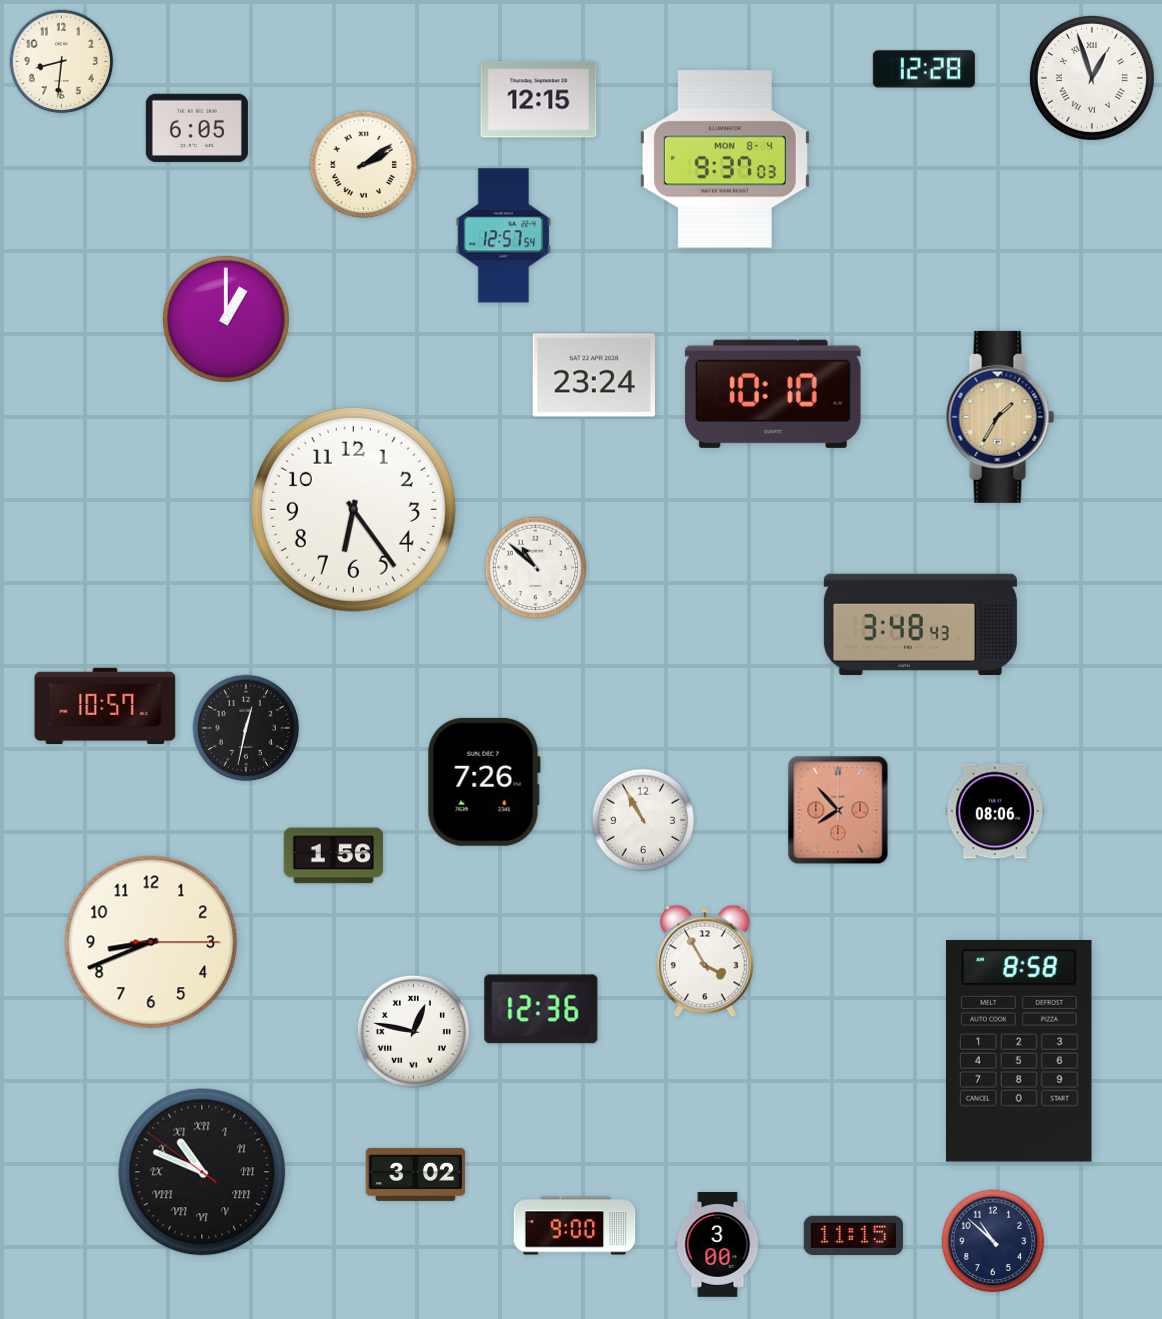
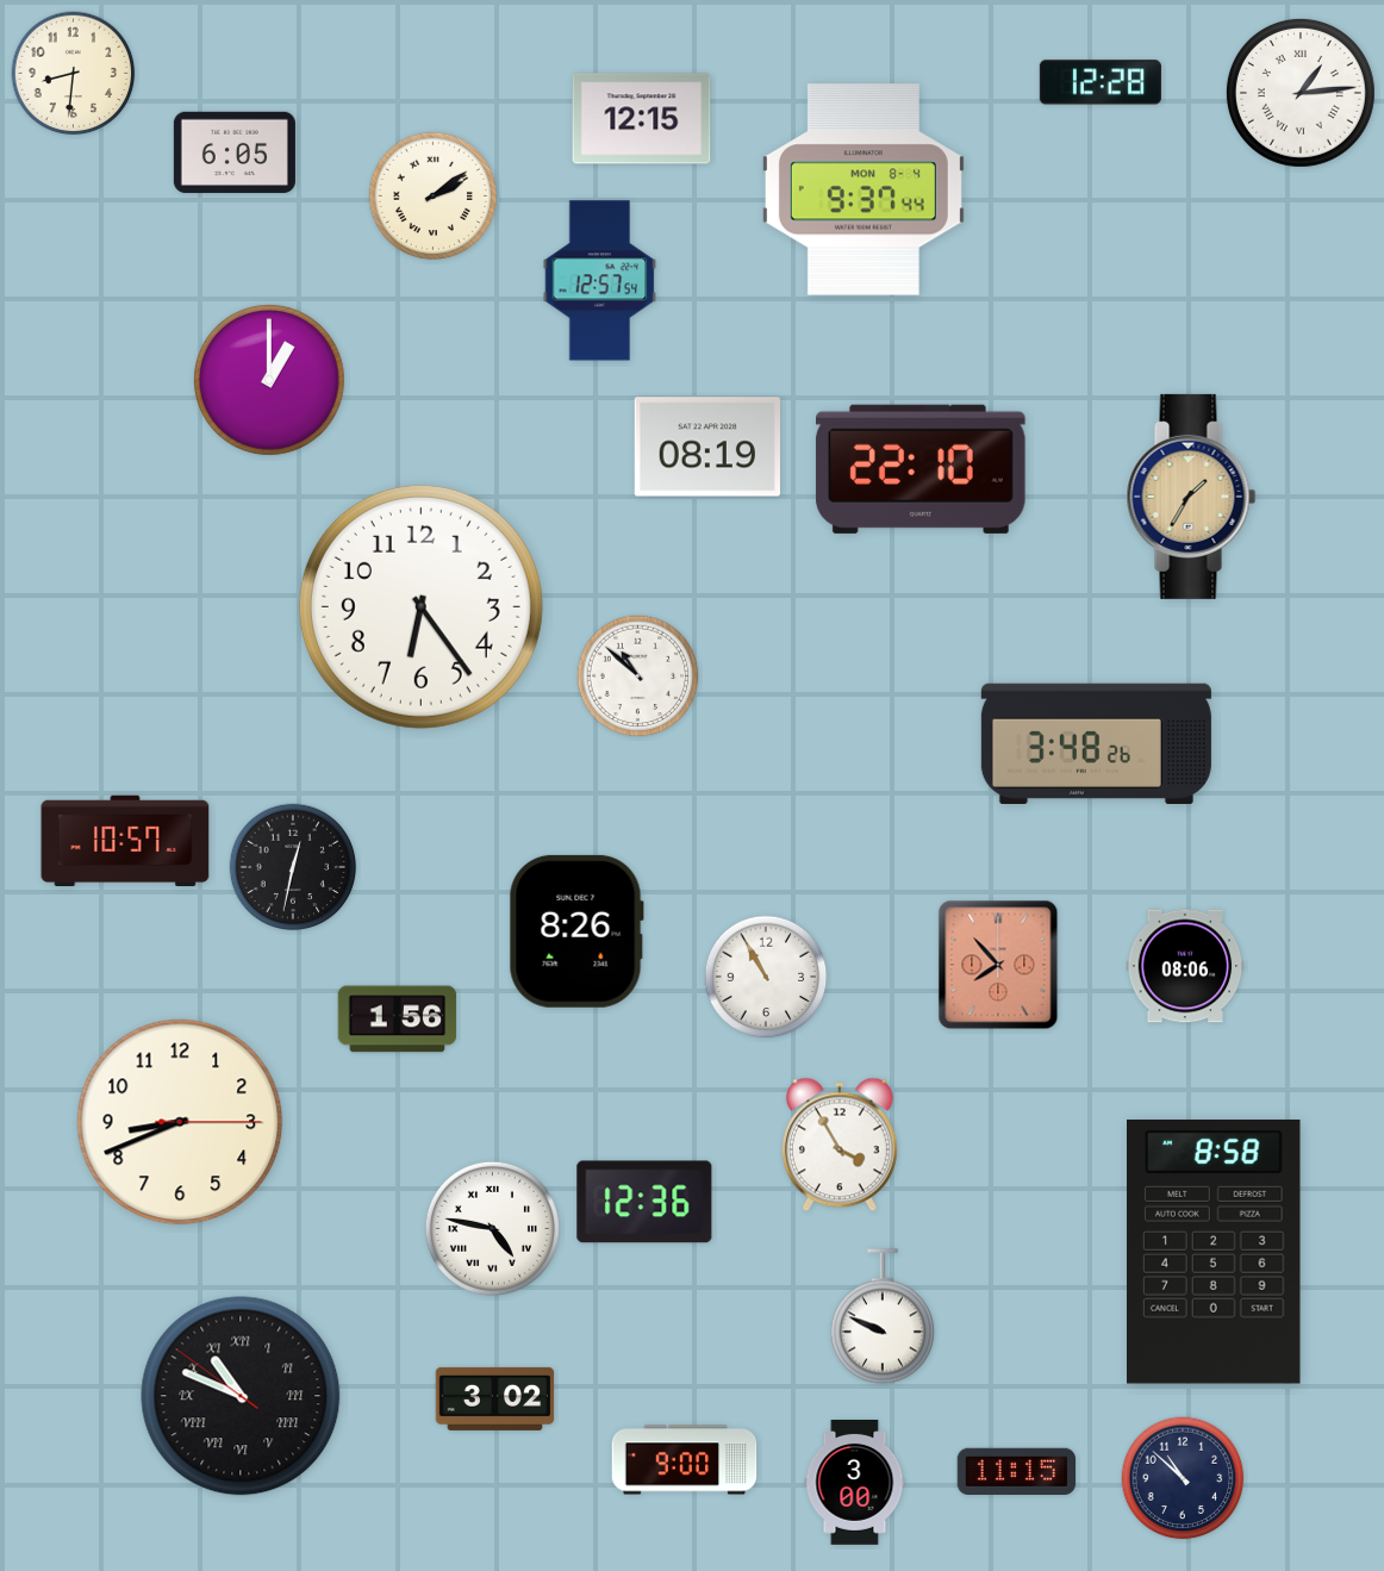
clock at (1092, 78): 12:57 -> 1:14
clock at (725, 159): 9:37:03 -> 9:37:44
clock at (593, 375): 23:24 -> 08:19
clock at (773, 394): 10:10 -> 22:10
clock at (920, 624): 3:48:43 -> 3:48:26
clock at (484, 782): 7:26 -> 8:26
clock at (413, 1031): 12:47 -> 4:47
clock at (883, 1316): none -> 9:49
